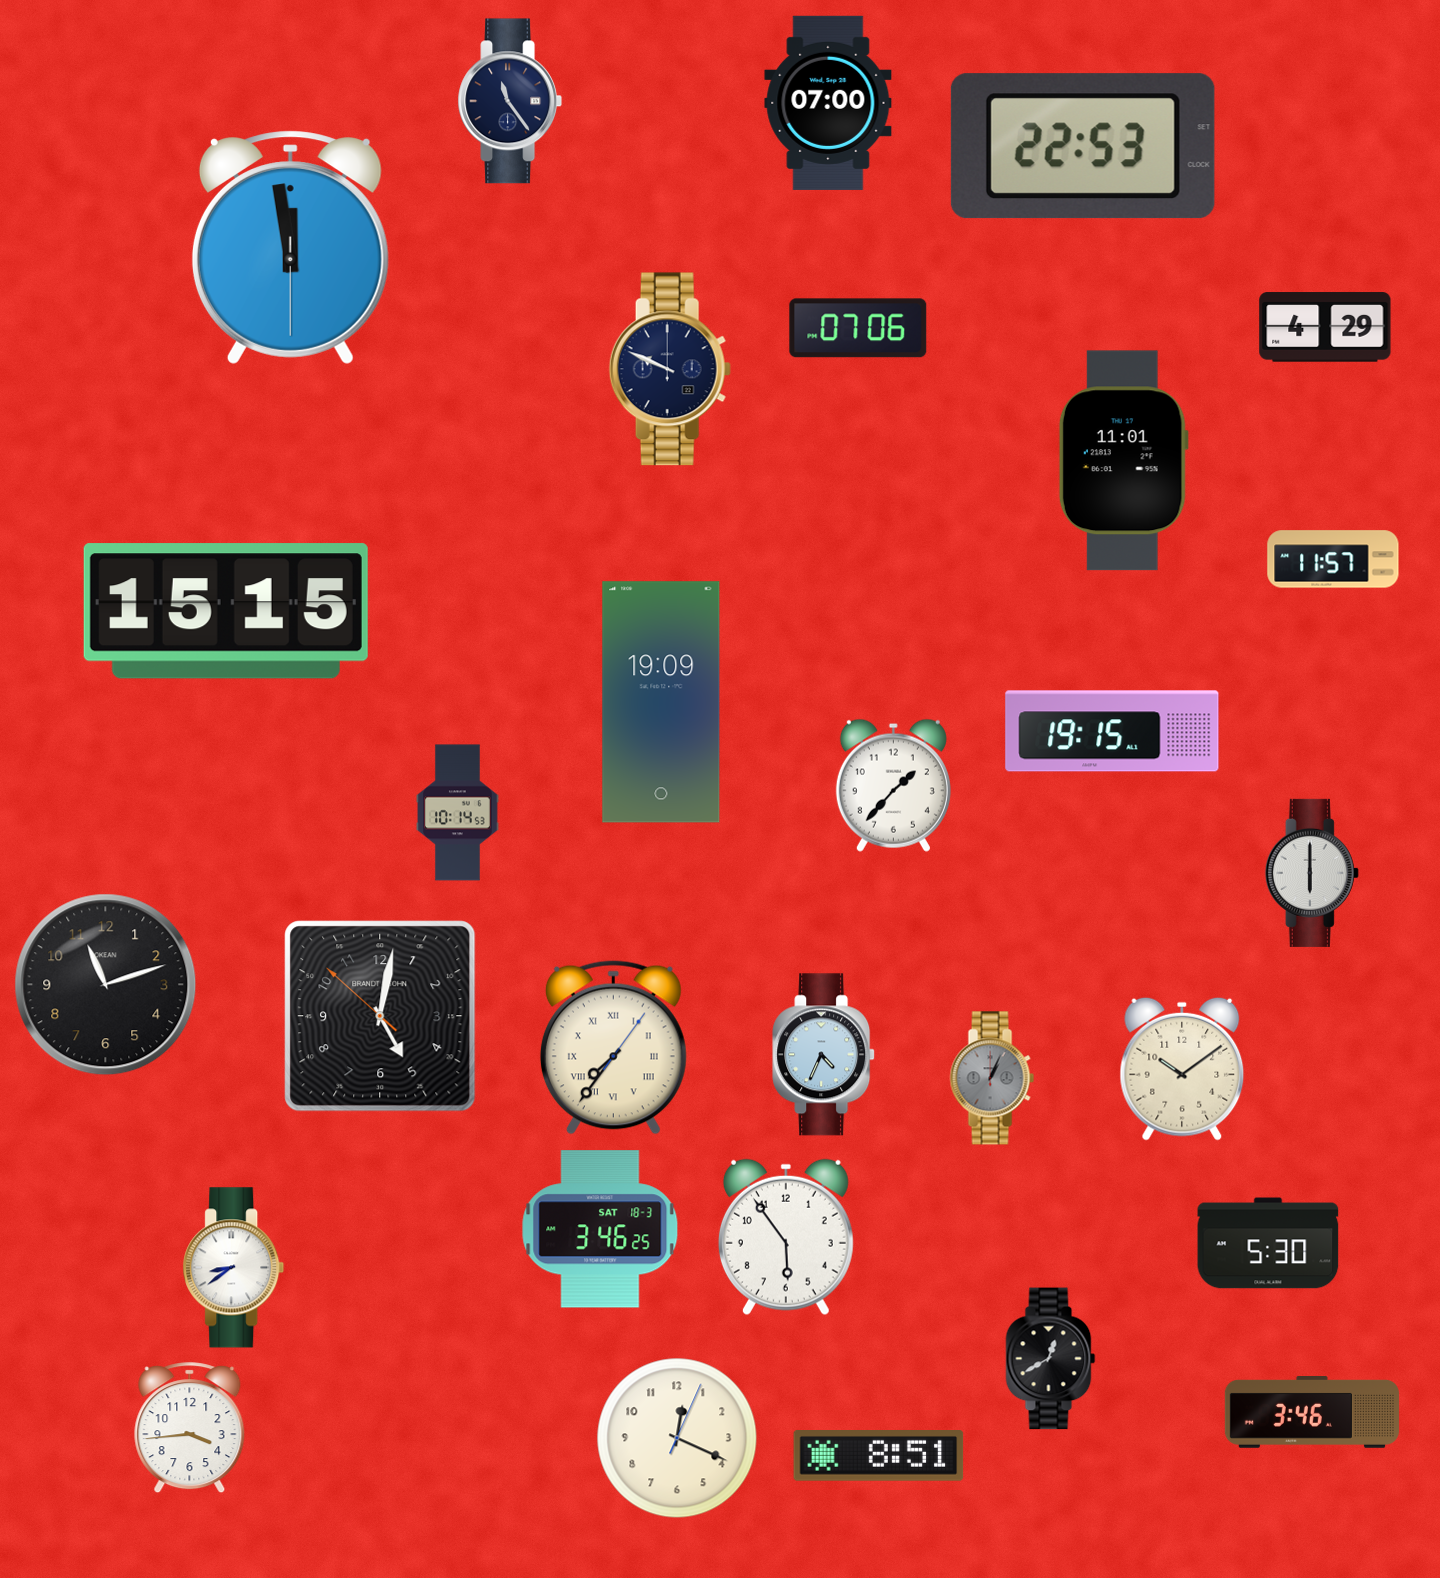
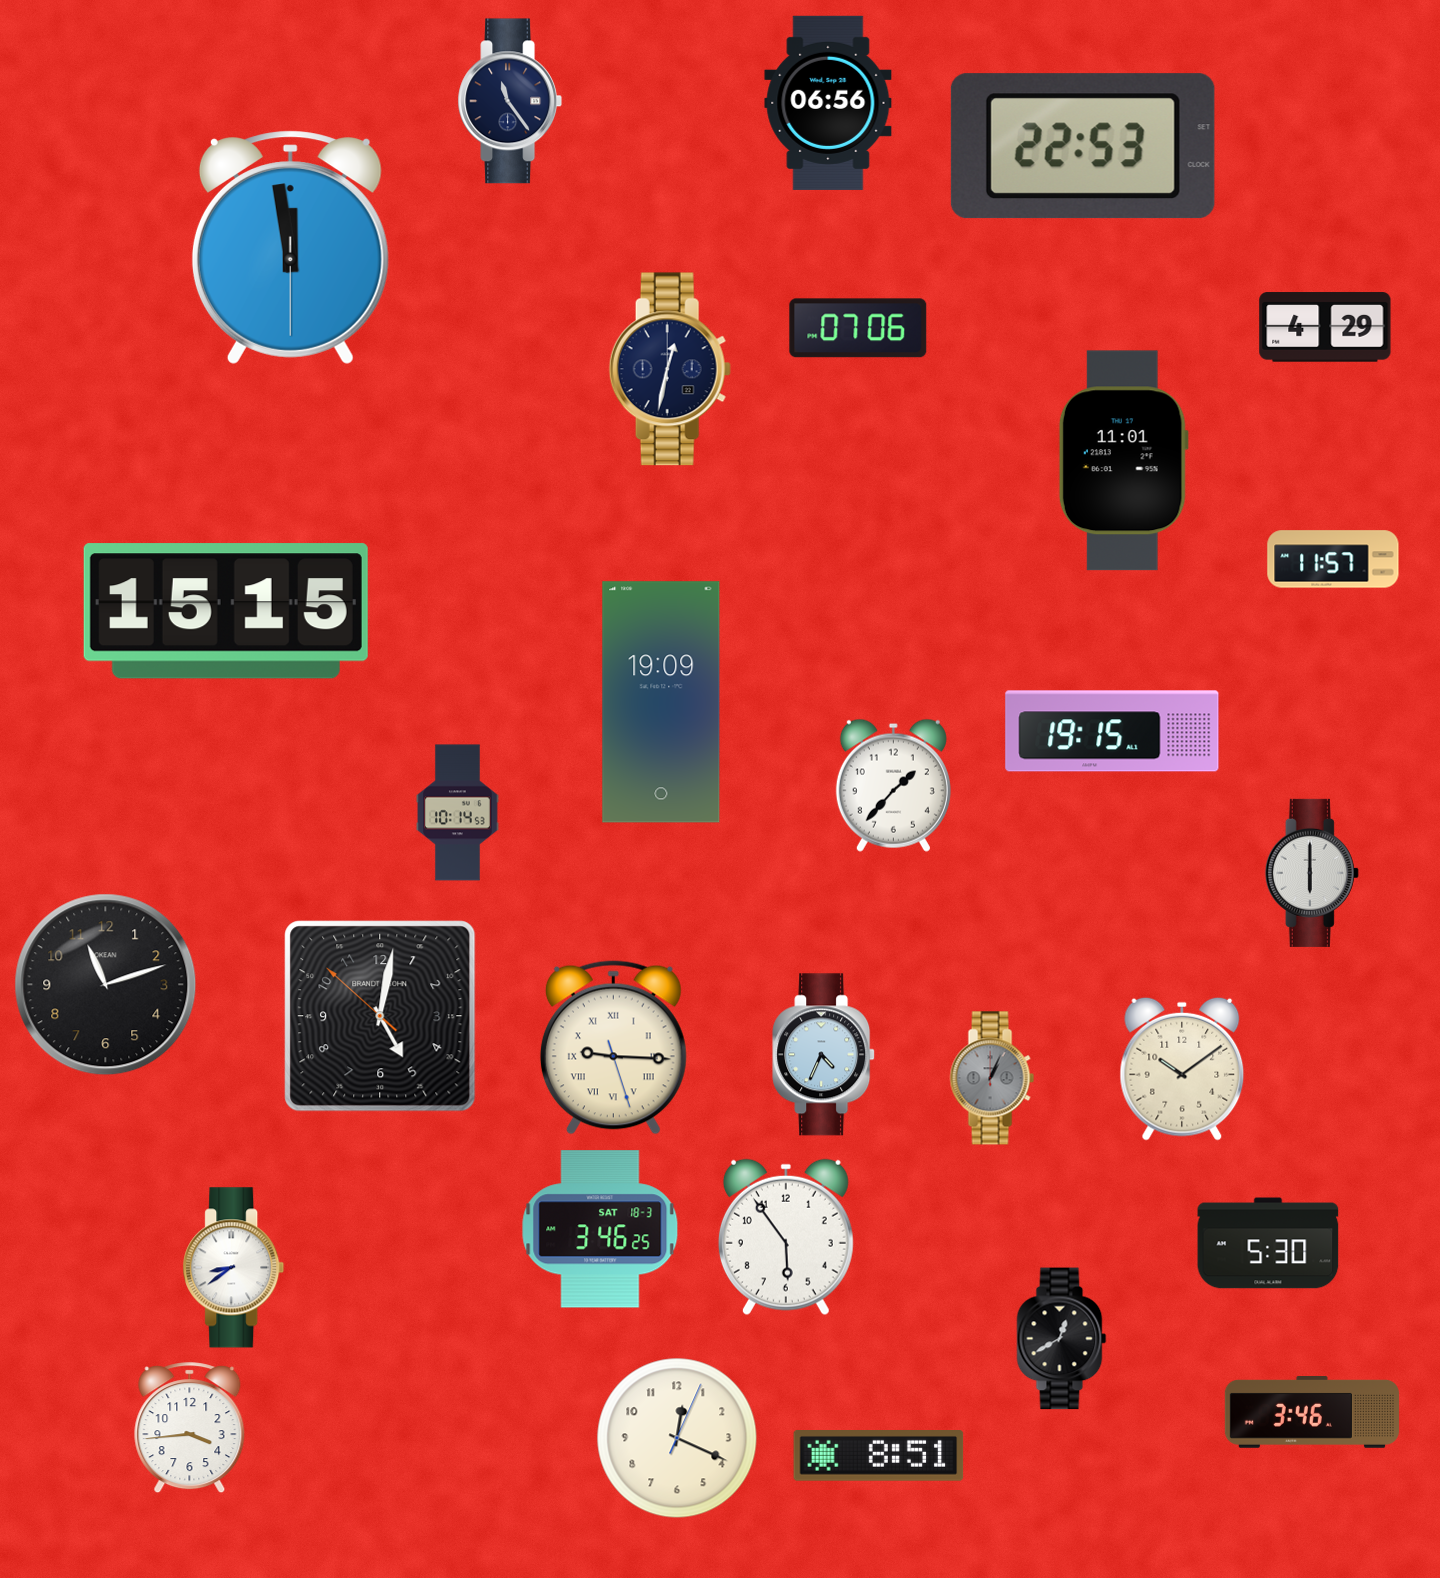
clock at (828, 103): 07:00 -> 06:56
clock at (670, 369): 9:49 -> 12:32
clock at (613, 1048): 7:36 -> 9:15
clock at (1051, 1359) position: (1051, 1359) -> (1062, 1339)
